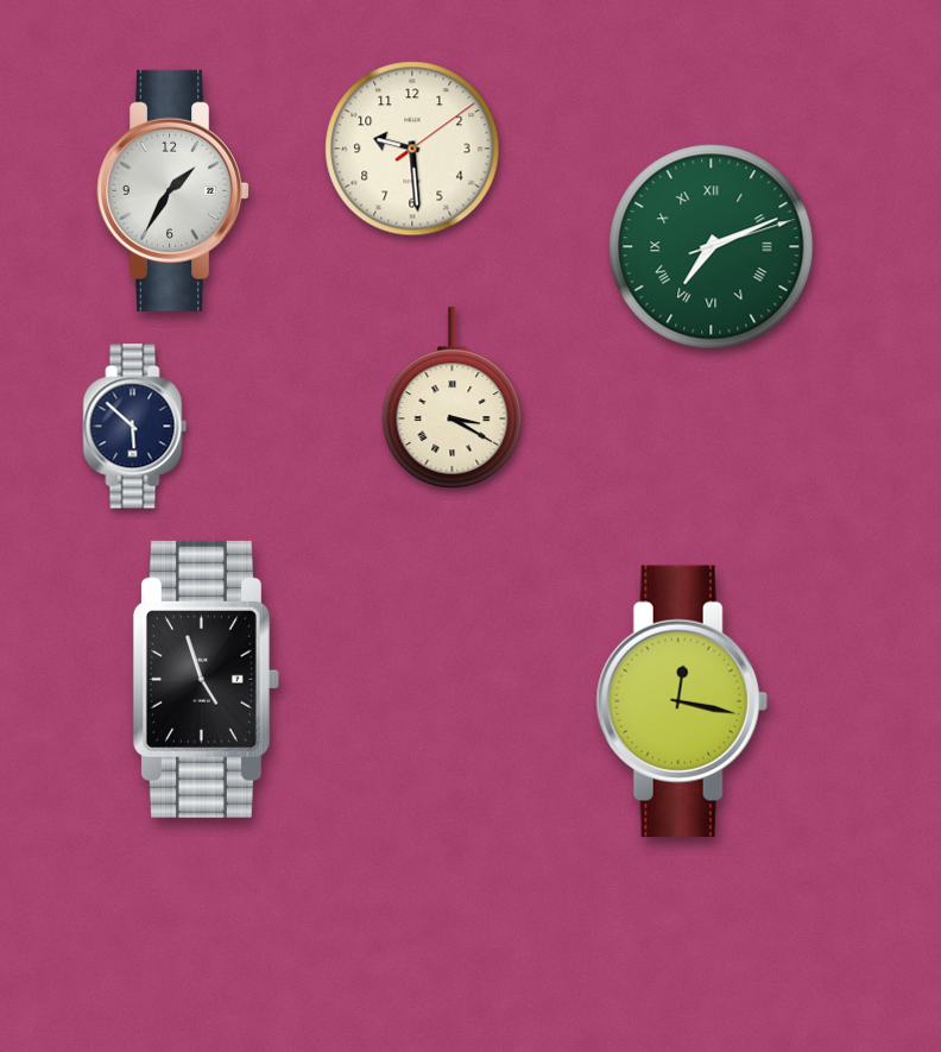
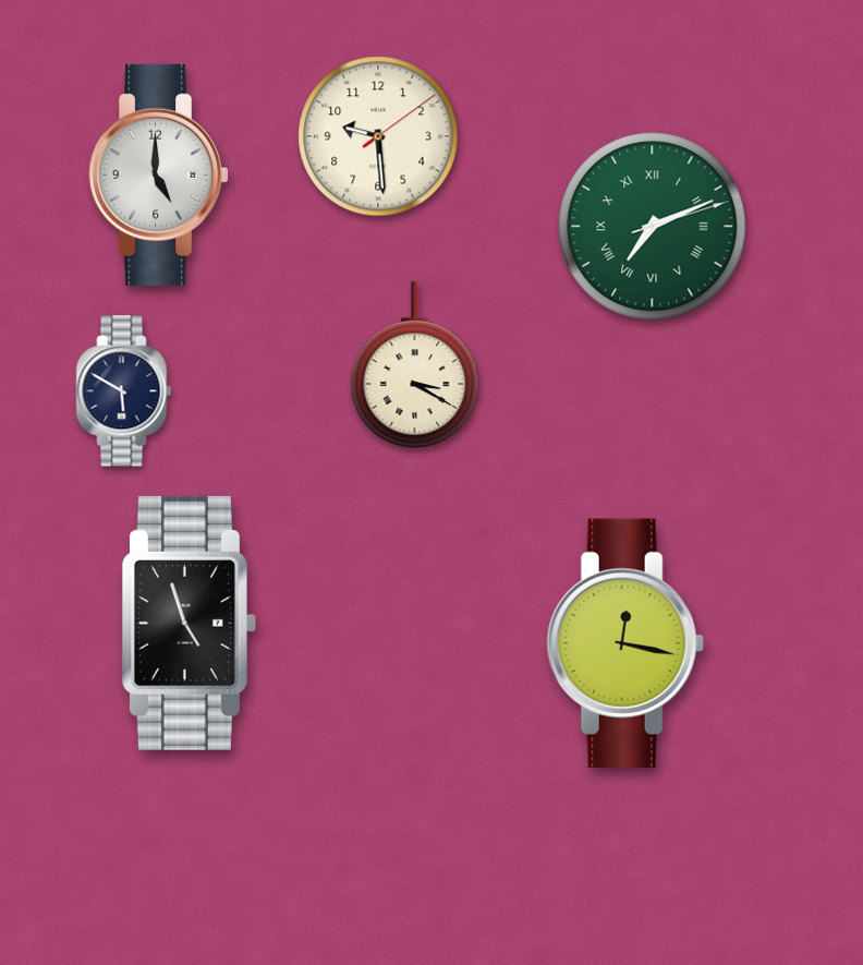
clock at (175, 190): 1:35 -> 5:00
clock at (135, 427): 5:52 -> 5:50
